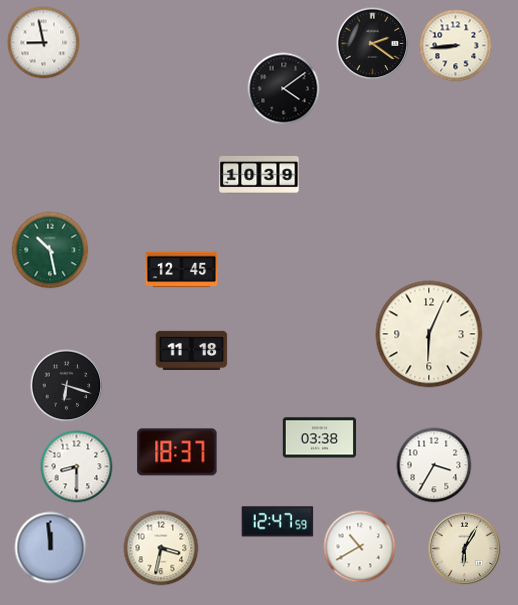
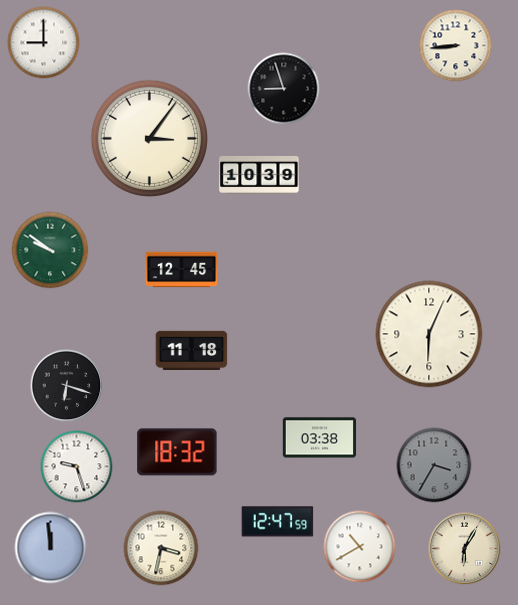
clock at (44, 43): 8:58 -> 9:00
clock at (373, 44): 2:21 -> none
clock at (284, 89): 4:09 -> 8:57
clock at (149, 138): none -> 3:06
clock at (50, 250): 10:28 -> 9:51
clock at (177, 452): 18:37 -> 18:32
clock at (434, 465) dial: white -> grey
clock at (77, 467): 8:30 -> 9:27
